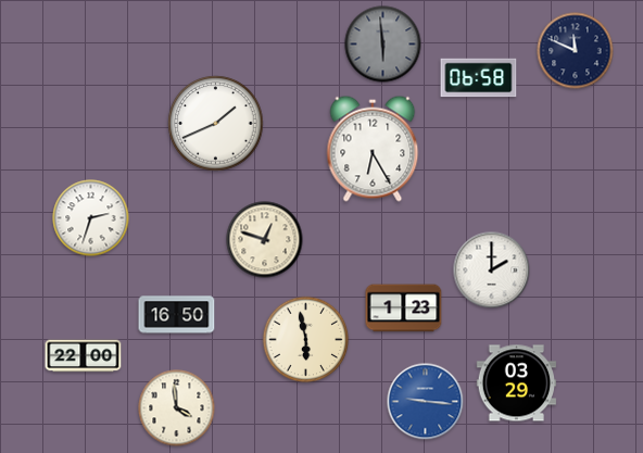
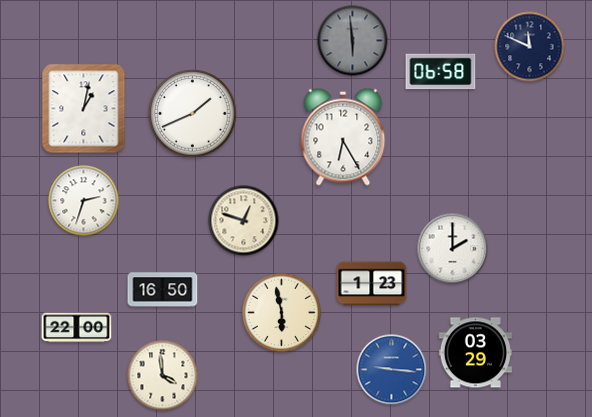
clock at (84, 109): none -> 1:02
clock at (216, 124) position: (216, 124) -> (193, 114)
